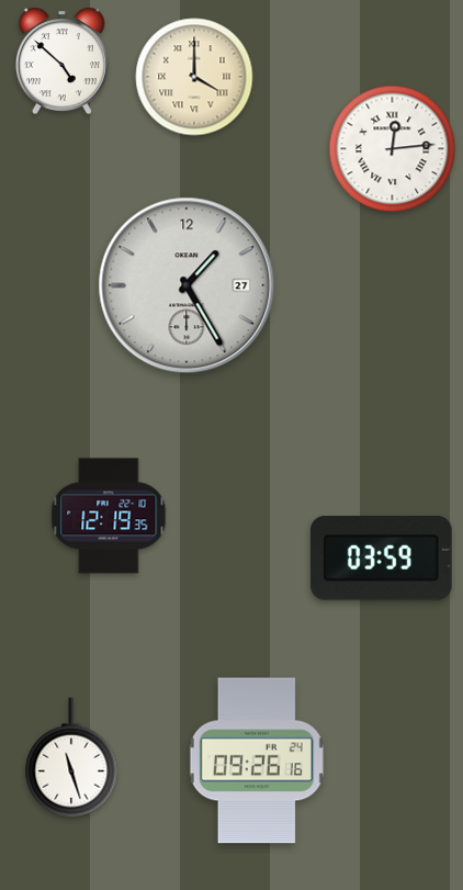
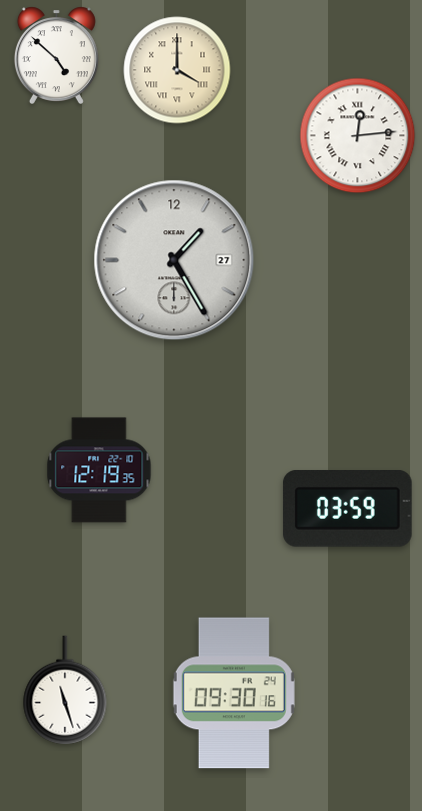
clock at (187, 285) position: (187, 285) -> (174, 260)
clock at (257, 761): 09:26 -> 09:30
